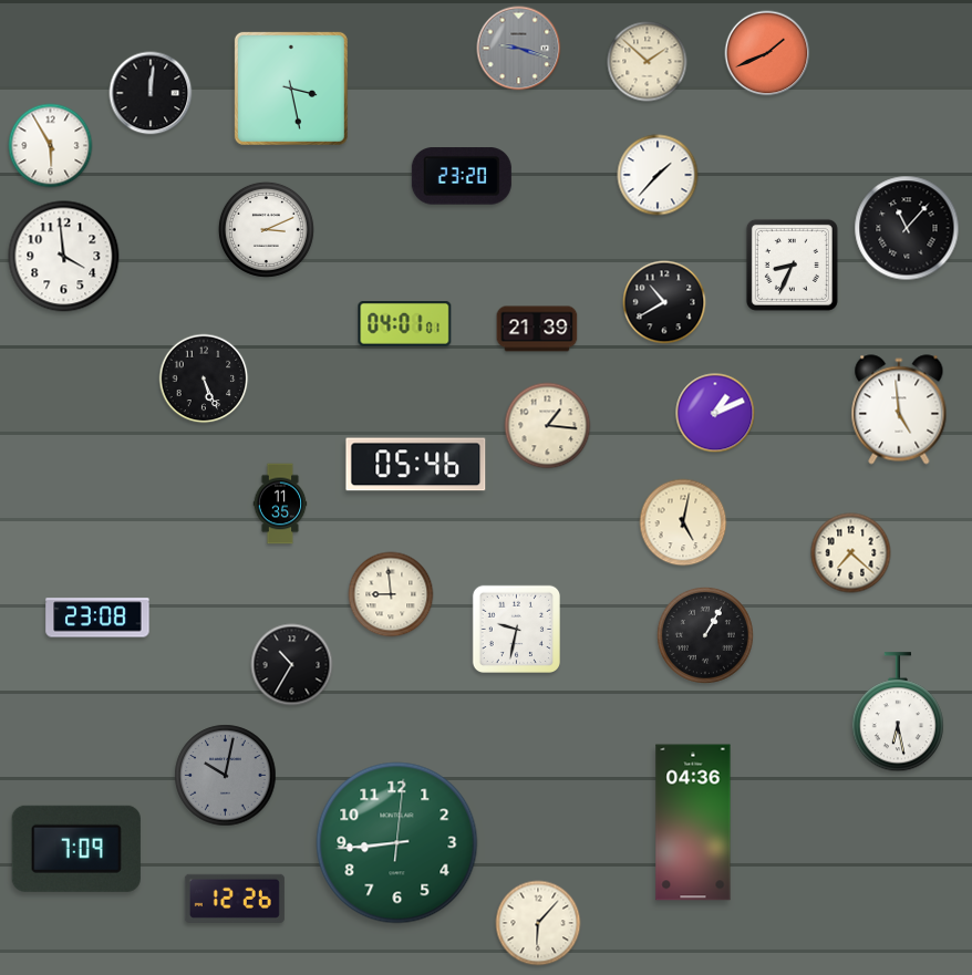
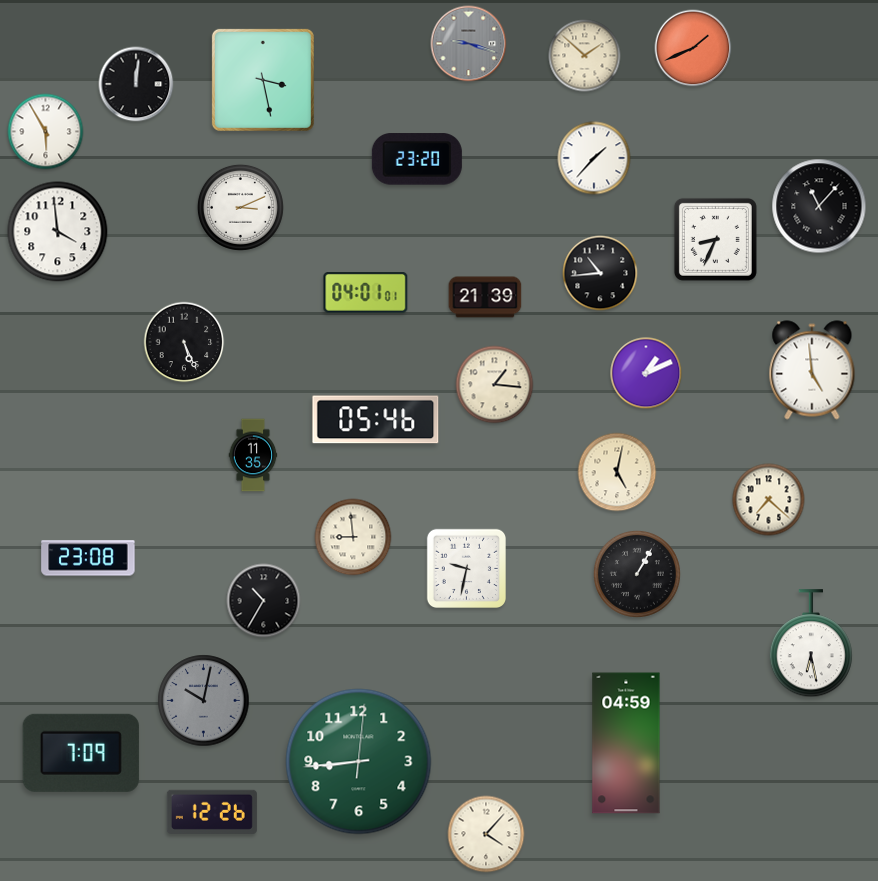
clock at (664, 302): 10:40 -> 10:44
clock at (693, 822): 04:36 -> 04:59
clock at (76, 849) position: (76, 849) -> (81, 753)
clock at (538, 923): 6:07 -> 4:07
